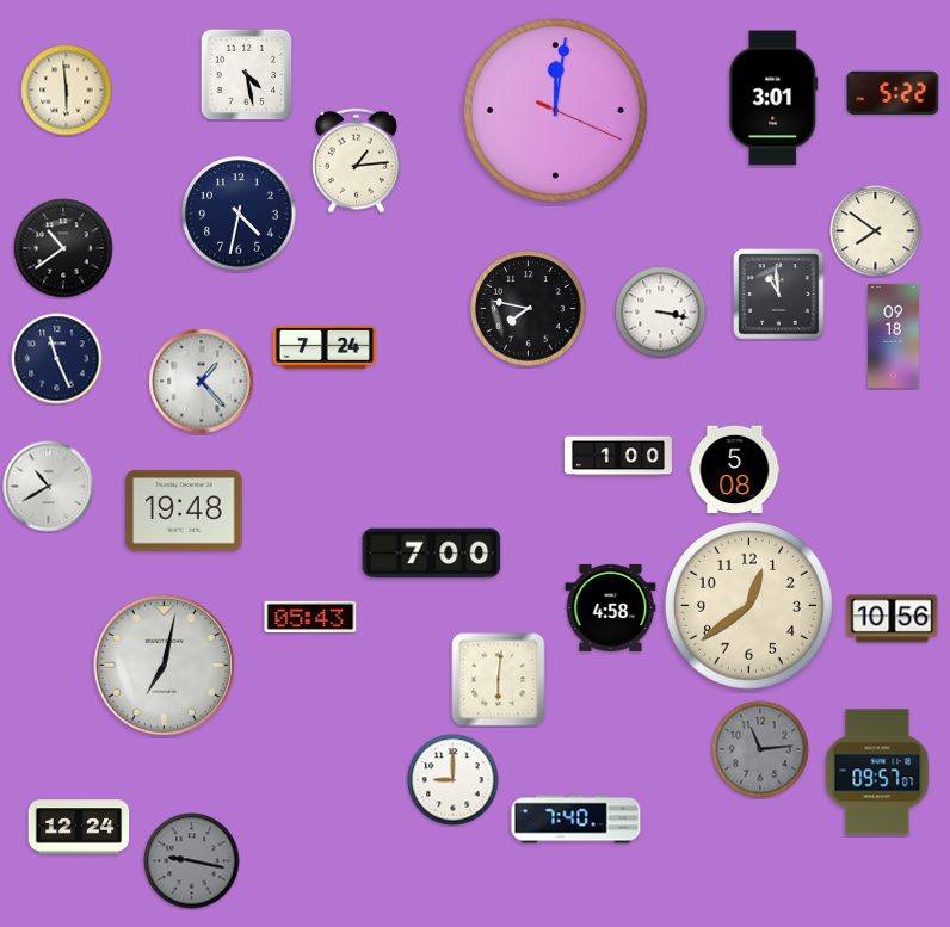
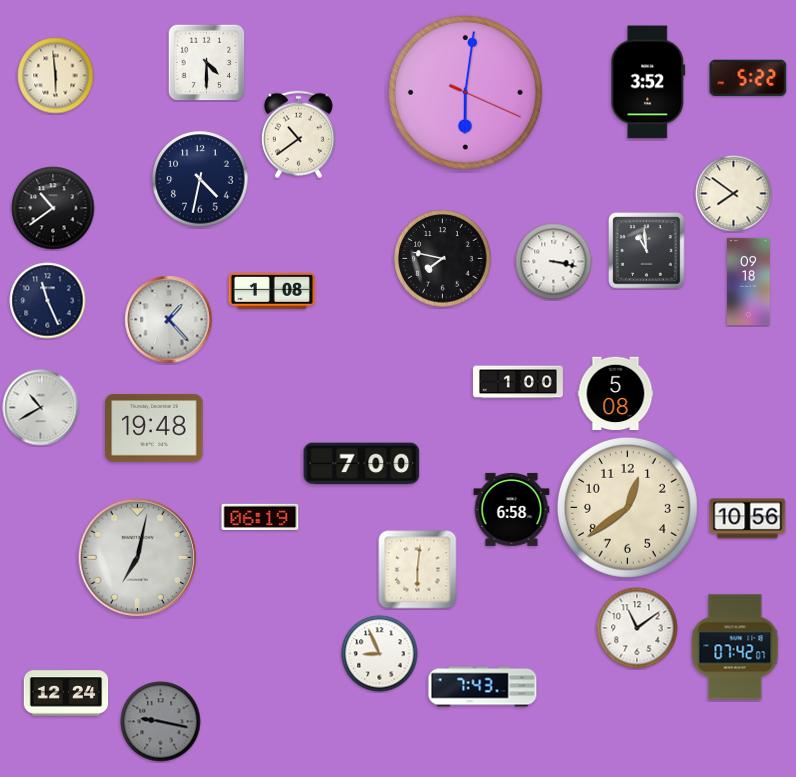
clock at (246, 74): 4:28 -> 4:30
clock at (773, 98): 3:01 -> 3:52
clock at (555, 110): 12:01 -> 6:01
clock at (356, 161): 1:14 -> 10:39
clock at (779, 295) position: (779, 295) -> (647, 251)
clock at (325, 347): 7:24 -> 1:08
clock at (611, 607): 4:58 -> 6:58
clock at (310, 617): 05:43 -> 06:19
clock at (760, 749): 11:14 -> 11:09
clock at (760, 749) dial: grey -> white
clock at (877, 772): 09:57 -> 07:42
clock at (454, 780): 9:00 -> 8:56
clock at (576, 820): 7:40 -> 7:43
